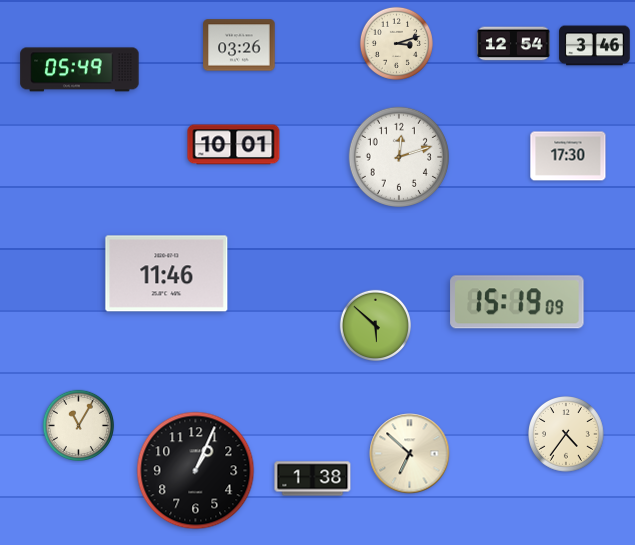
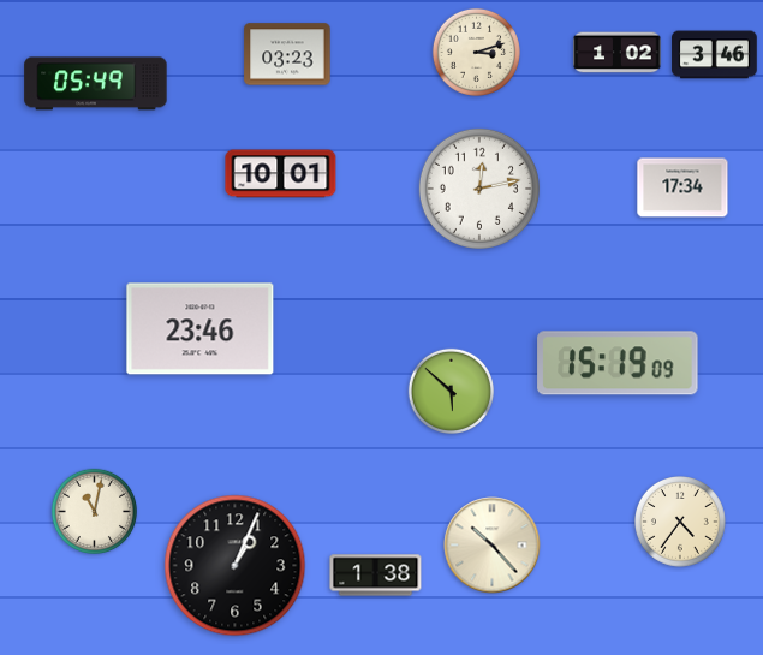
clock at (514, 44): 12:54 -> 1:02
clock at (239, 45): 03:26 -> 03:23
clock at (568, 156): 17:30 -> 17:34
clock at (399, 157): 12:12 -> 12:13
clock at (167, 274): 11:46 -> 23:46
clock at (517, 302) position: (517, 302) -> (618, 363)
clock at (78, 425): 11:05 -> 11:02
clock at (410, 454): 6:52 -> 10:23
